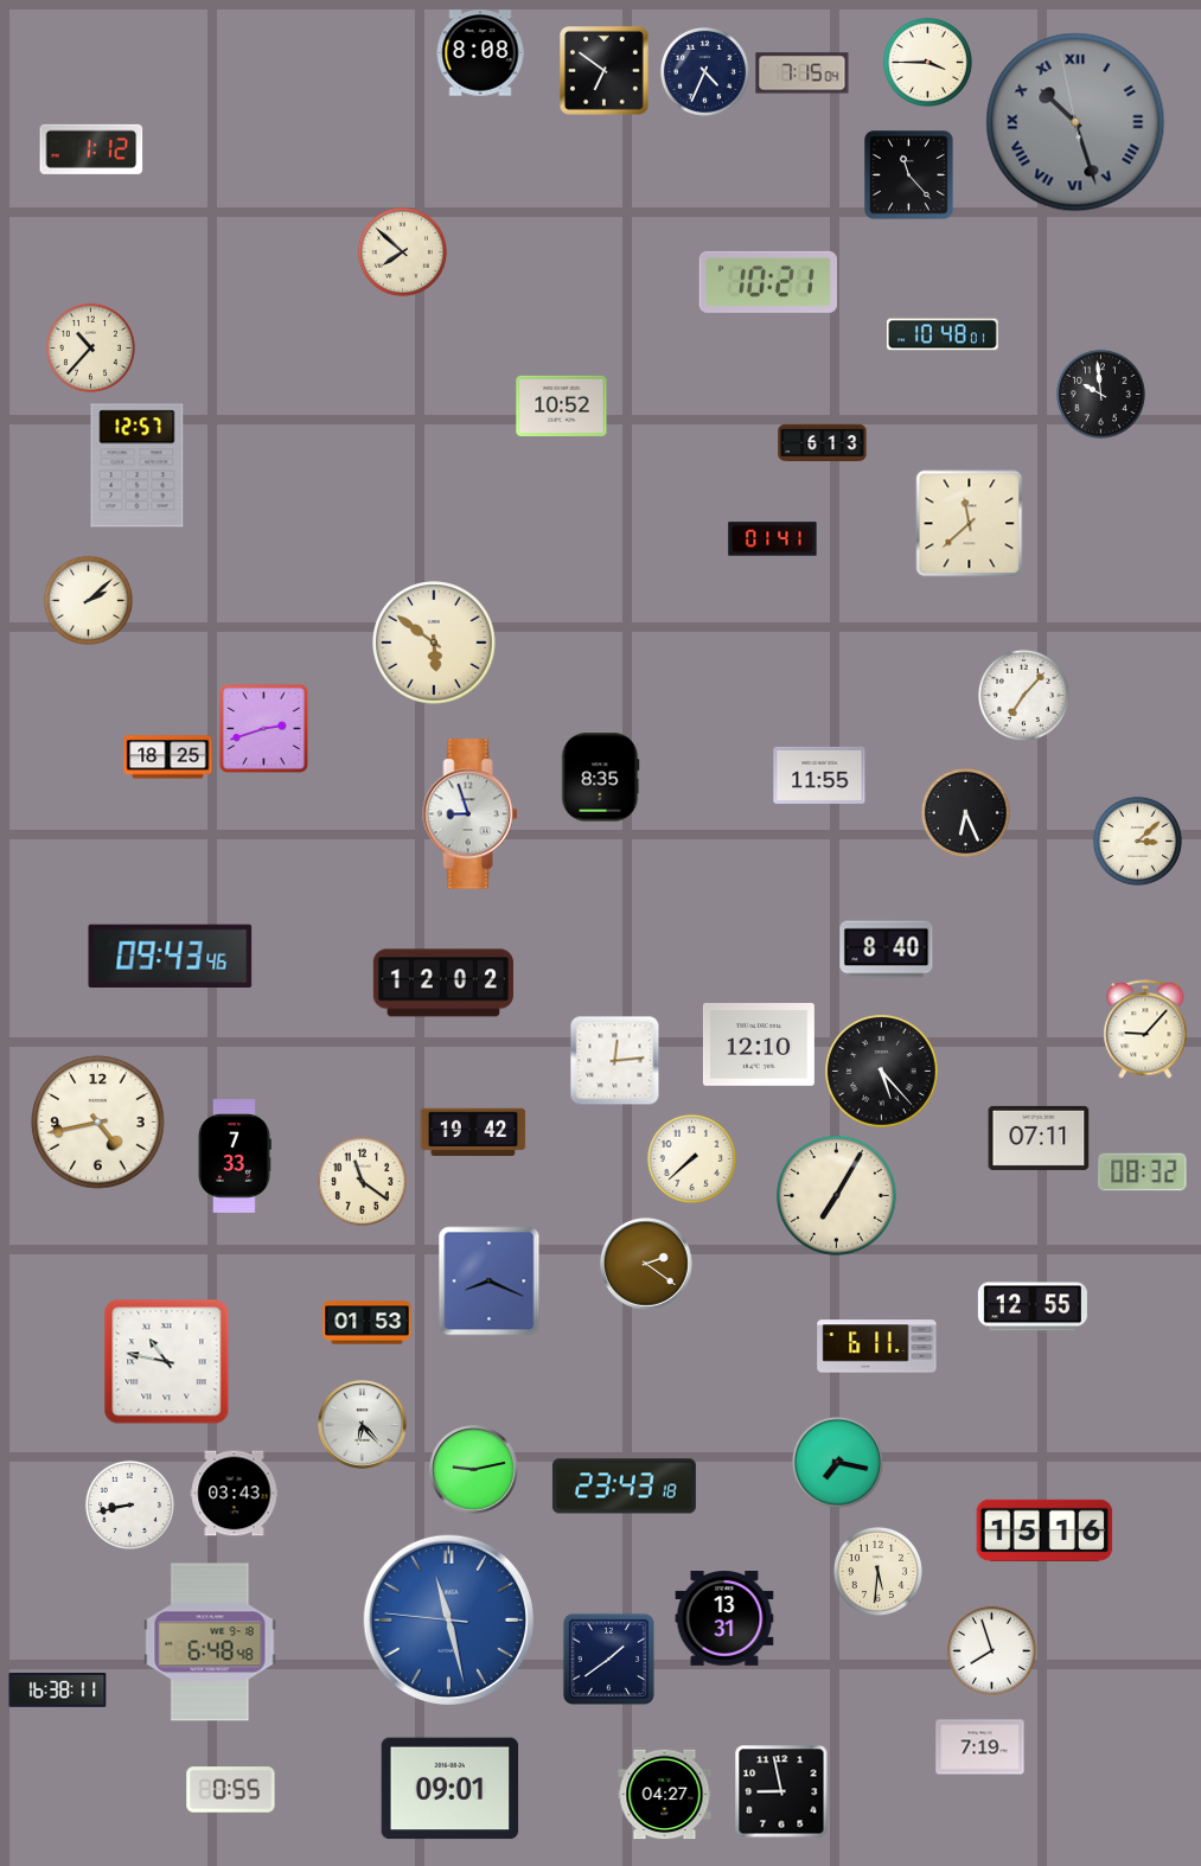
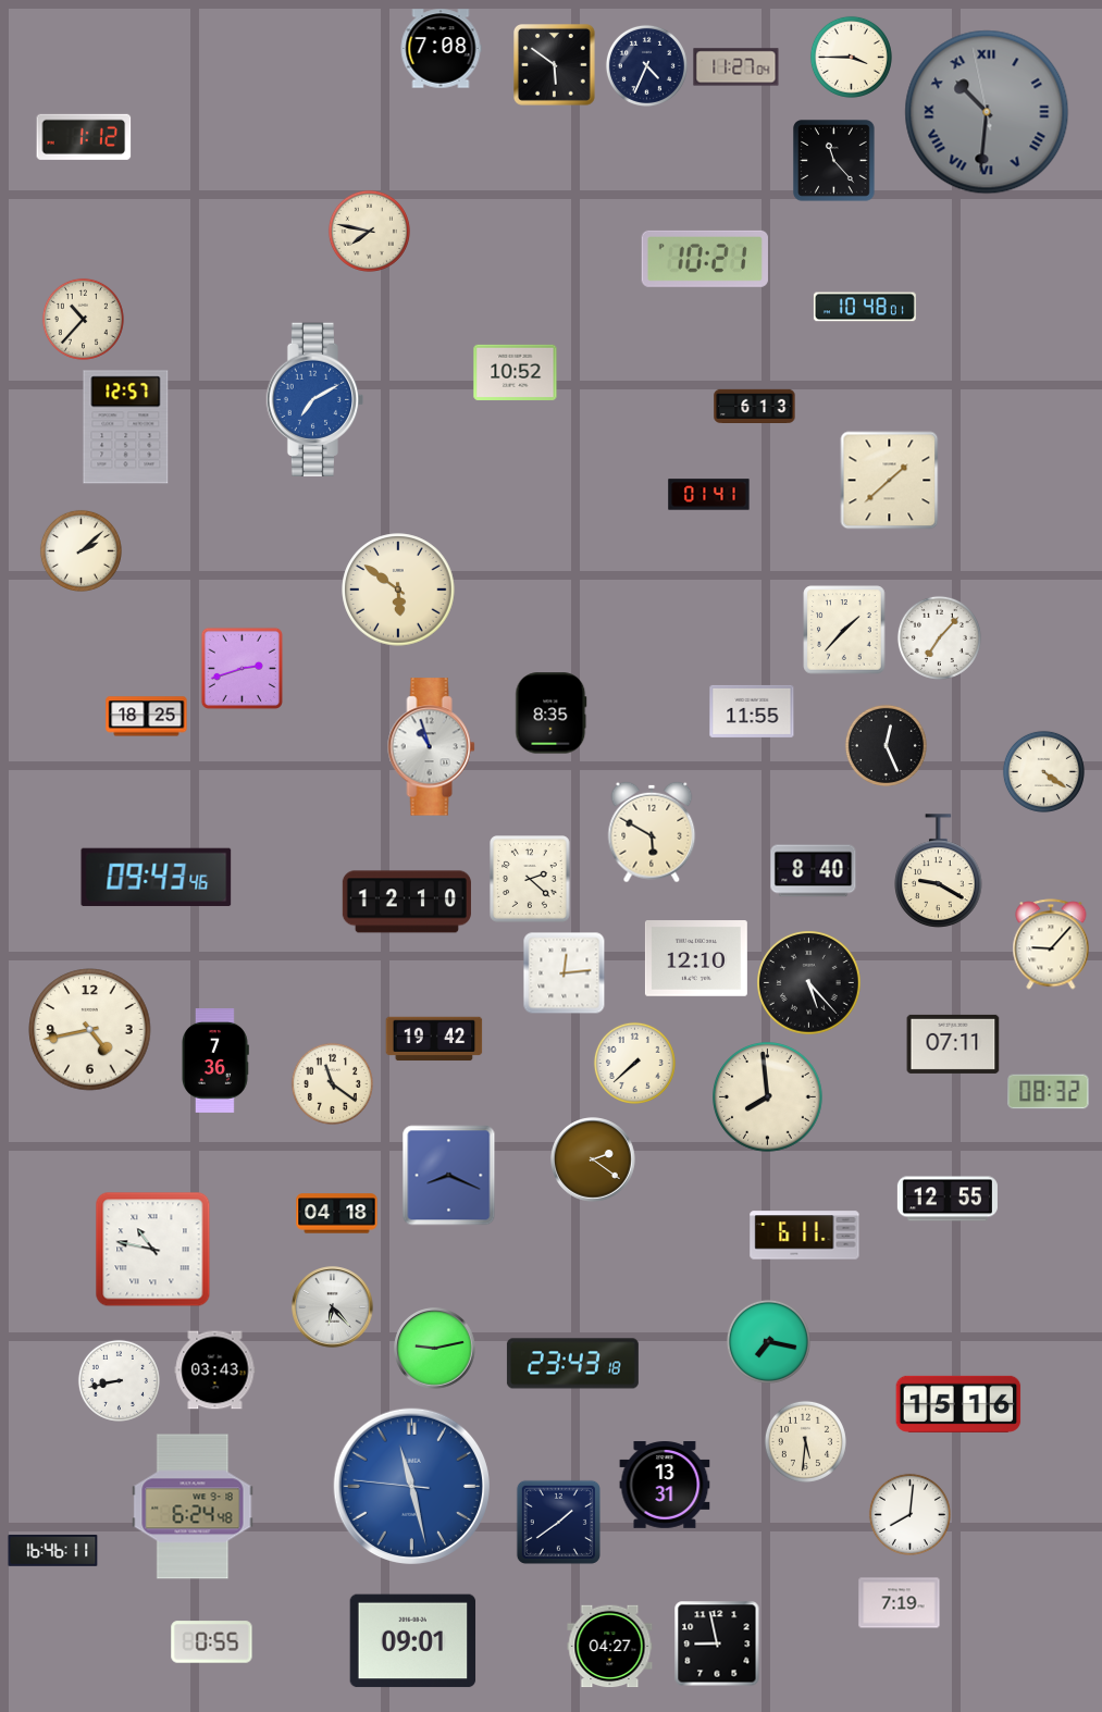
clock at (480, 53): 8:08 -> 7:08
clock at (605, 71): 6:51 -> 5:51
clock at (803, 74): 7:15 -> 11:27
clock at (1075, 122): 10:26 -> 10:30
clock at (402, 251): 7:52 -> 7:47
clock at (1100, 394): 9:59 -> none
clock at (315, 400): none -> 7:10
clock at (970, 524): 11:38 -> 1:38
clock at (844, 630): none -> 1:37
clock at (168, 758) position: (168, 758) -> (147, 717)
clock at (965, 812): 6:26 -> 12:26
clock at (471, 814): 8:57 -> 10:57
clock at (1137, 841): 3:08 -> 4:21
clock at (652, 832): none -> 5:50
clock at (939, 871): none -> 9:20
clock at (531, 880): none -> 2:22
clock at (443, 983): 12:02 -> 12:10
clock at (235, 1157): 7:33 -> 7:36
clock at (1143, 1172) position: (1143, 1172) -> (1049, 1092)
clock at (837, 1196): 7:05 -> 7:59
clock at (368, 1323): 01:53 -> 04:18
clock at (210, 1642): 6:48 -> 6:24
clock at (991, 1650): 7:57 -> 8:01
clock at (58, 1691): 16:38 -> 16:46
